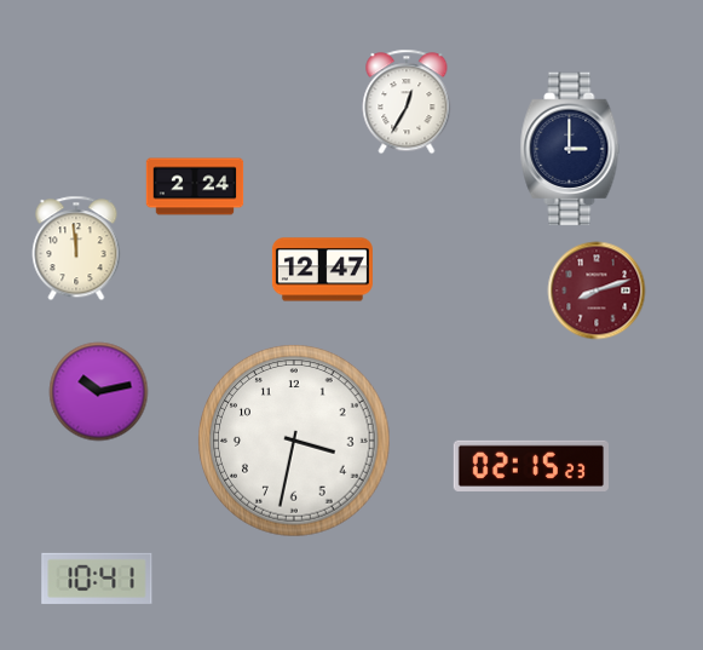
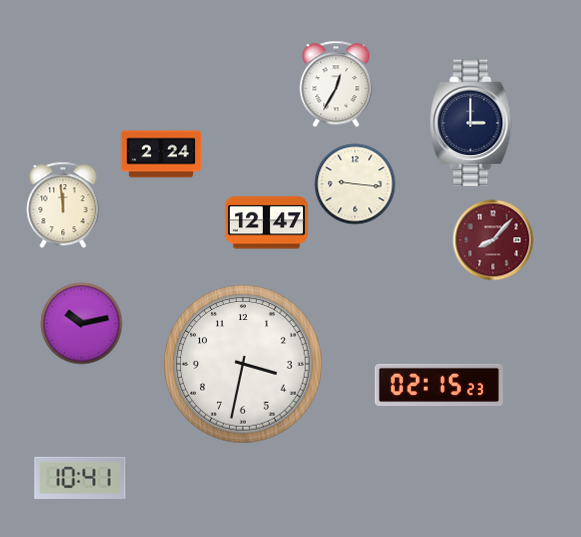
clock at (355, 184): none -> 9:16
clock at (597, 291): 8:12 -> 8:07
